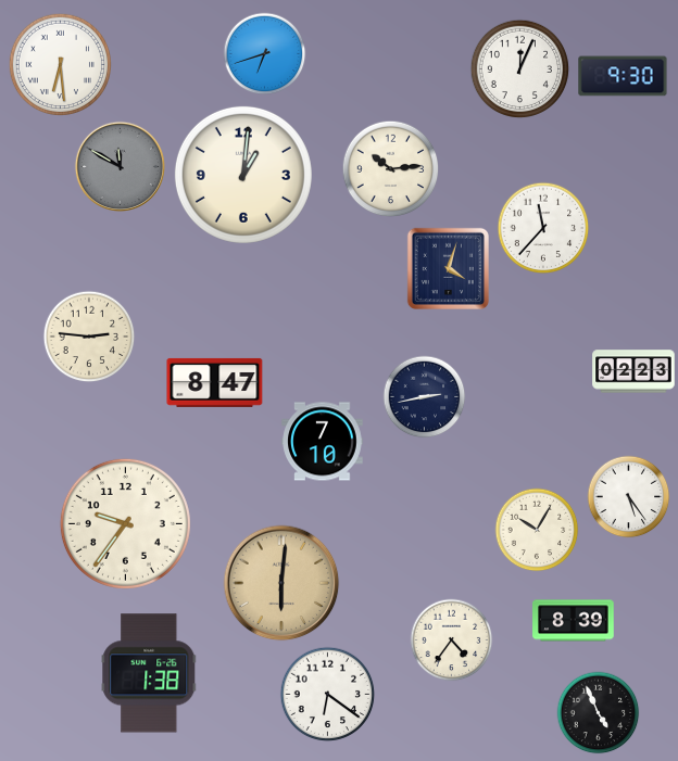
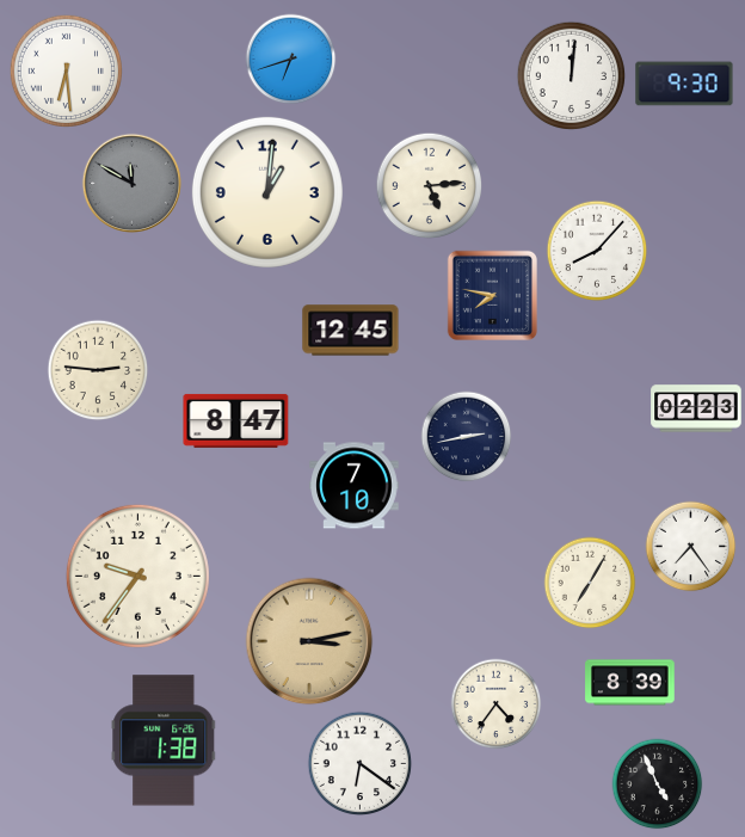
clock at (520, 69): 12:04 -> 12:01
clock at (391, 169): 10:14 -> 5:14
clock at (543, 228): 11:37 -> 8:07
clock at (448, 268): 4:03 -> 7:47
clock at (351, 331): none -> 12:45
clock at (629, 497): 5:24 -> 7:24
clock at (537, 530): 10:05 -> 7:05
clock at (281, 583): 6:01 -> 3:13
